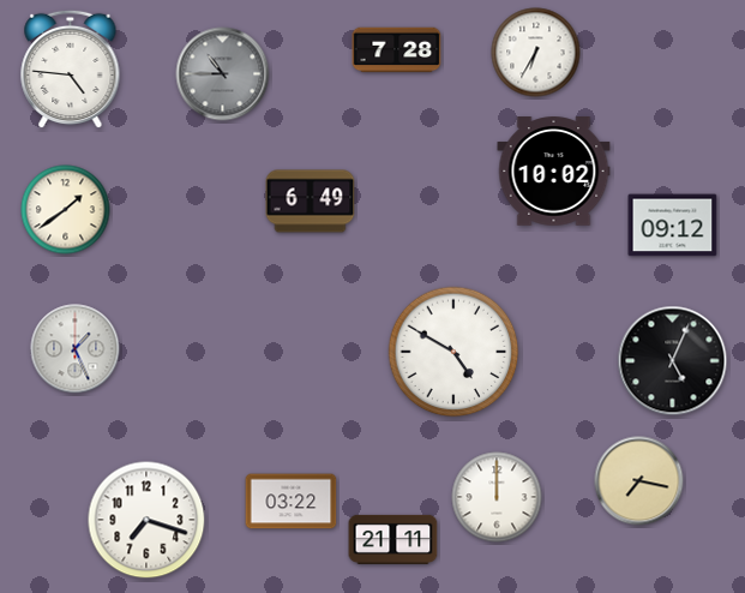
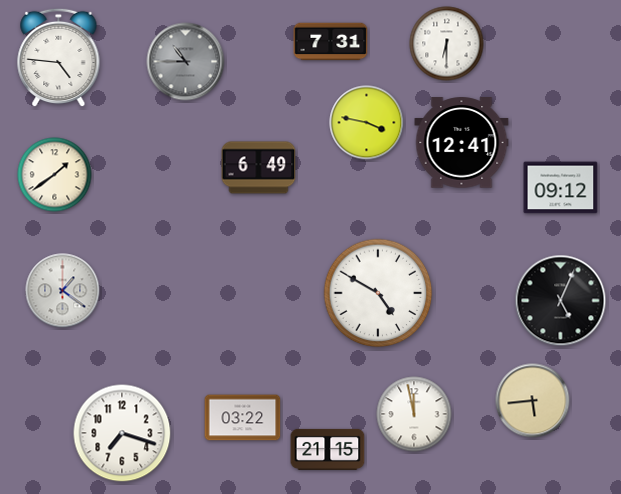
clock at (397, 50): 7:28 -> 7:31
clock at (536, 53): 6:35 -> 6:30
clock at (367, 123): none -> 3:47
clock at (554, 172): 10:02 -> 12:41
clock at (76, 349): 1:26 -> 1:21
clock at (639, 481): 7:17 -> 5:44
clock at (497, 497): 12:00 -> 11:58
clock at (393, 539): 21:11 -> 21:15
